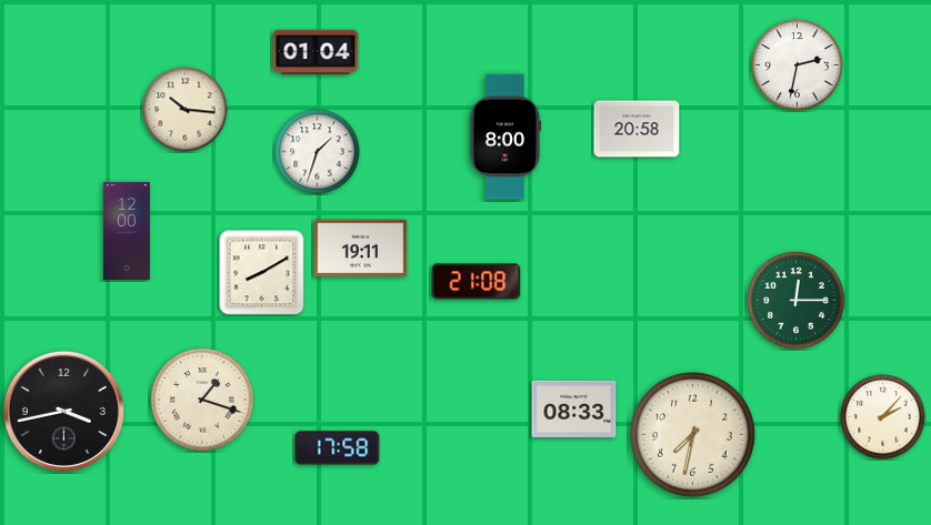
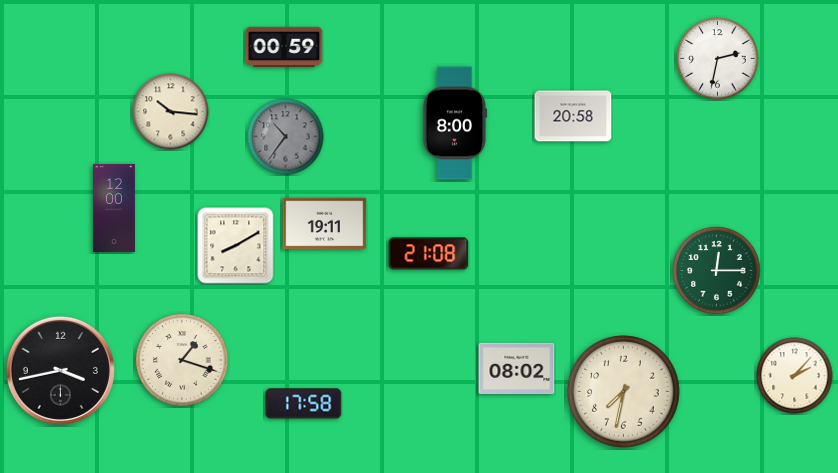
clock at (316, 51): 01:04 -> 00:59
clock at (186, 110) position: (186, 110) -> (171, 112)
clock at (318, 152): 1:33 -> 10:36
clock at (318, 152) dial: white -> grey
clock at (574, 408): 08:33 -> 08:02
clock at (63, 411) position: (63, 411) -> (60, 370)
